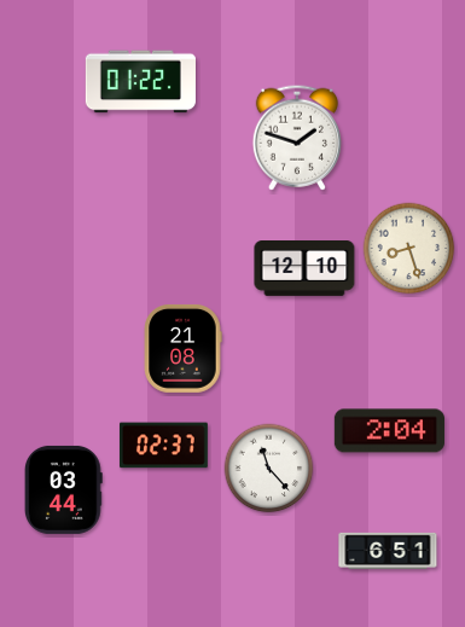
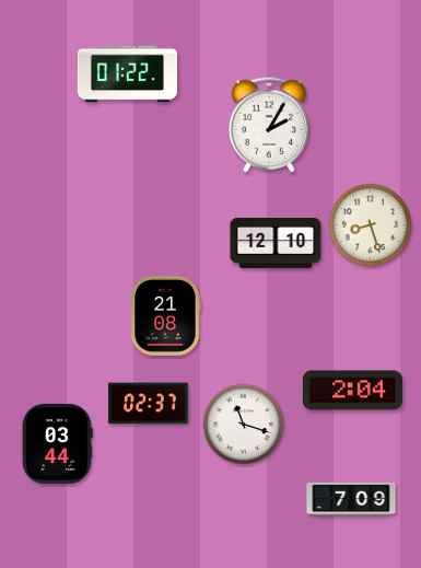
clock at (297, 138): 1:48 -> 2:05
clock at (269, 469): 11:23 -> 11:18
clock at (388, 550): 6:51 -> 7:09
